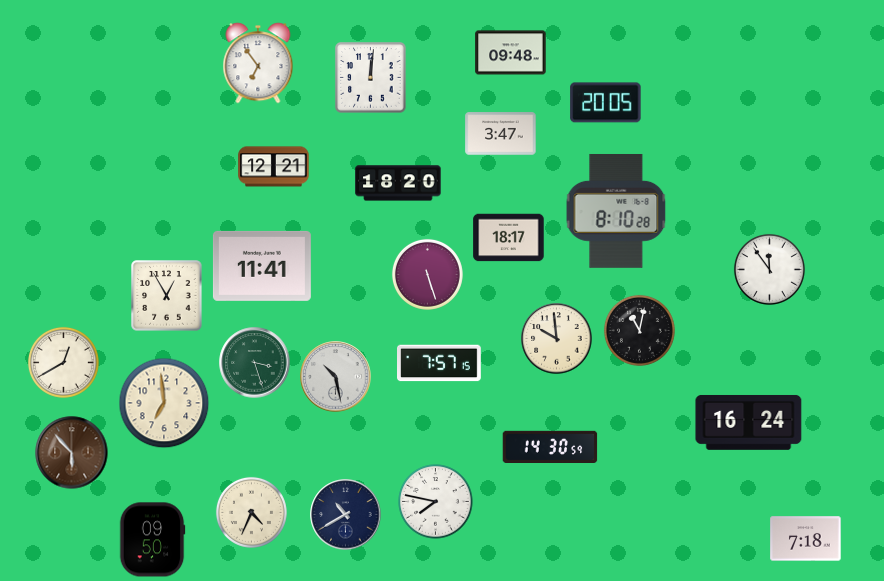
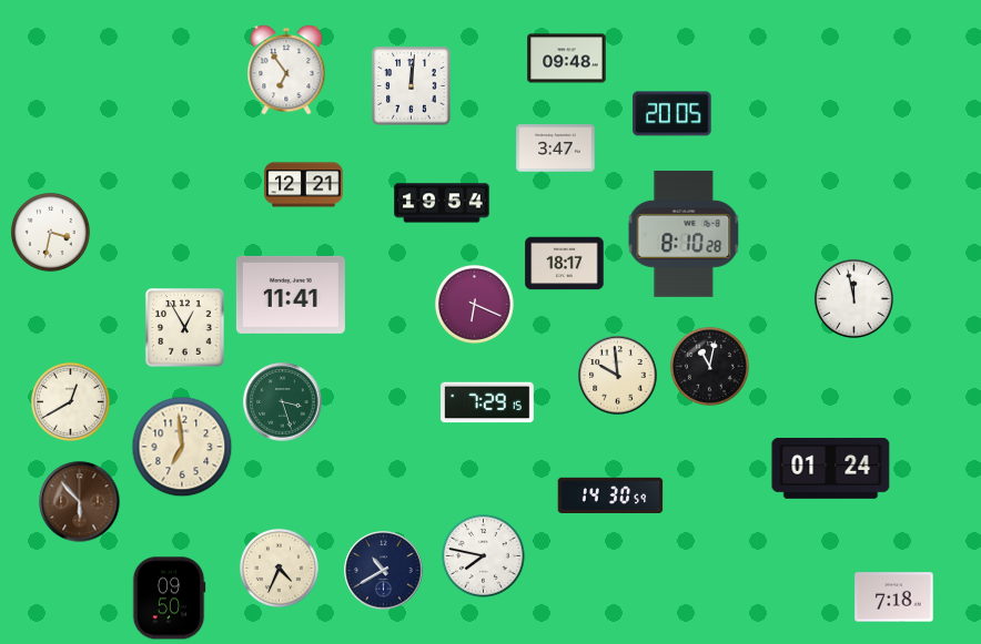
clock at (398, 183): 18:20 -> 19:54
clock at (50, 232): none -> 3:32
clock at (769, 269): 11:54 -> 11:58
clock at (427, 274): 5:27 -> 6:19
clock at (440, 363): 7:57 -> 7:29
clock at (336, 377): 10:28 -> none
clock at (749, 422): 16:24 -> 01:24
